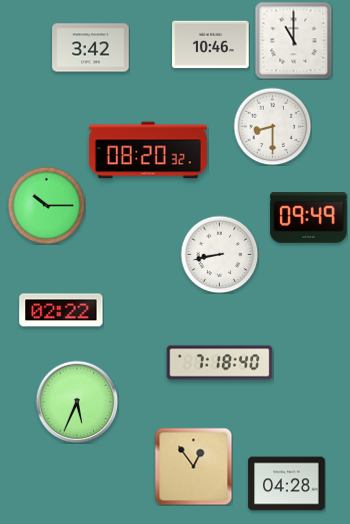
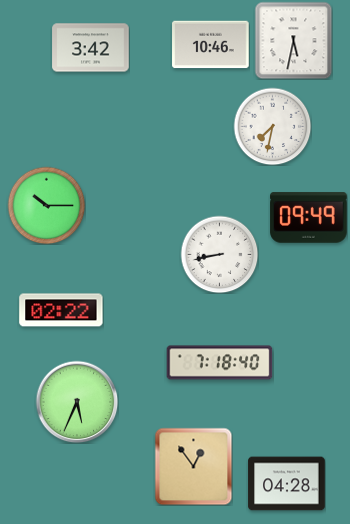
clock at (293, 40): 11:00 -> 5:32
clock at (272, 126): 8:30 -> 7:32
clock at (148, 150): 08:20 -> none
